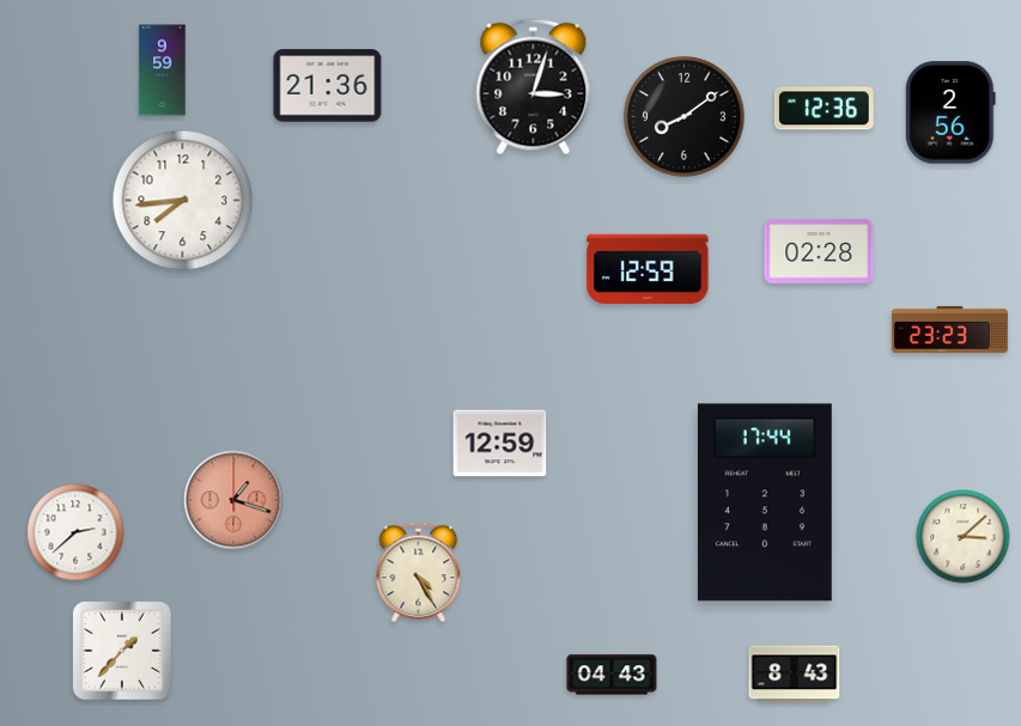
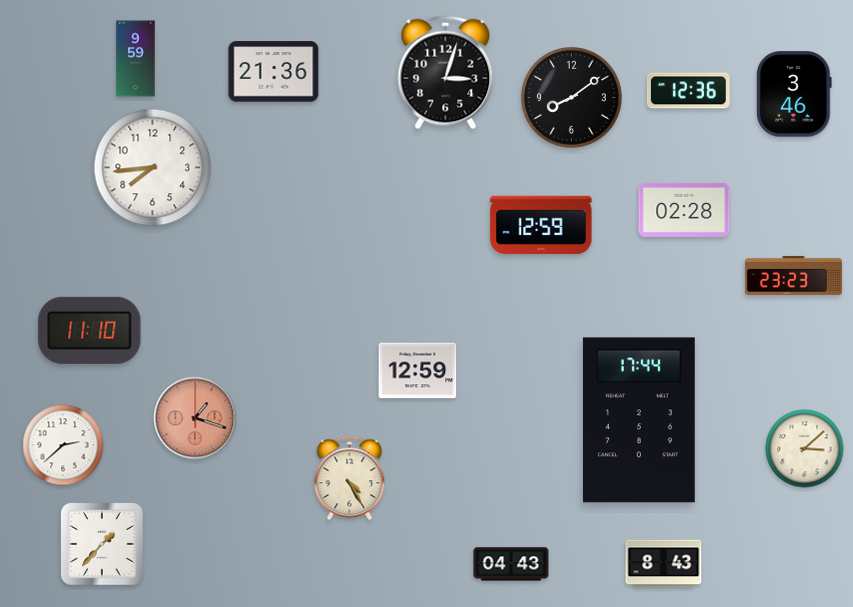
clock at (952, 112): 2:56 -> 3:46
clock at (90, 330): none -> 11:10
